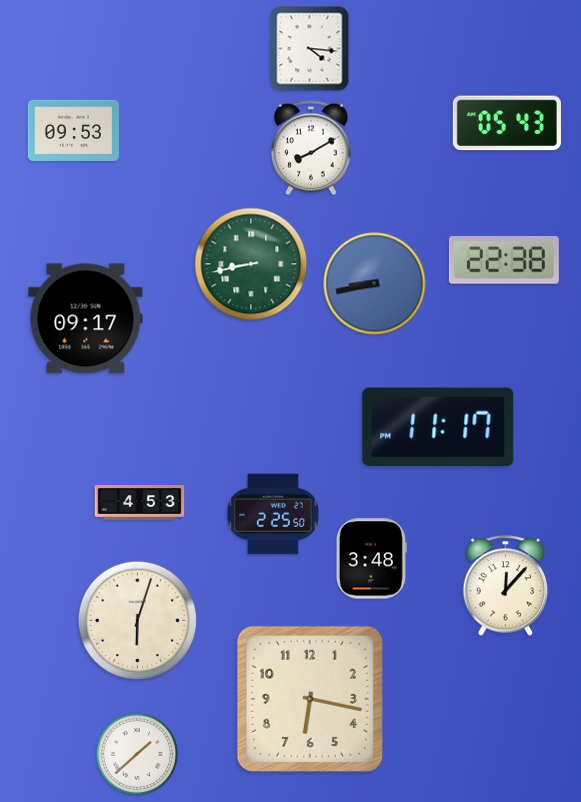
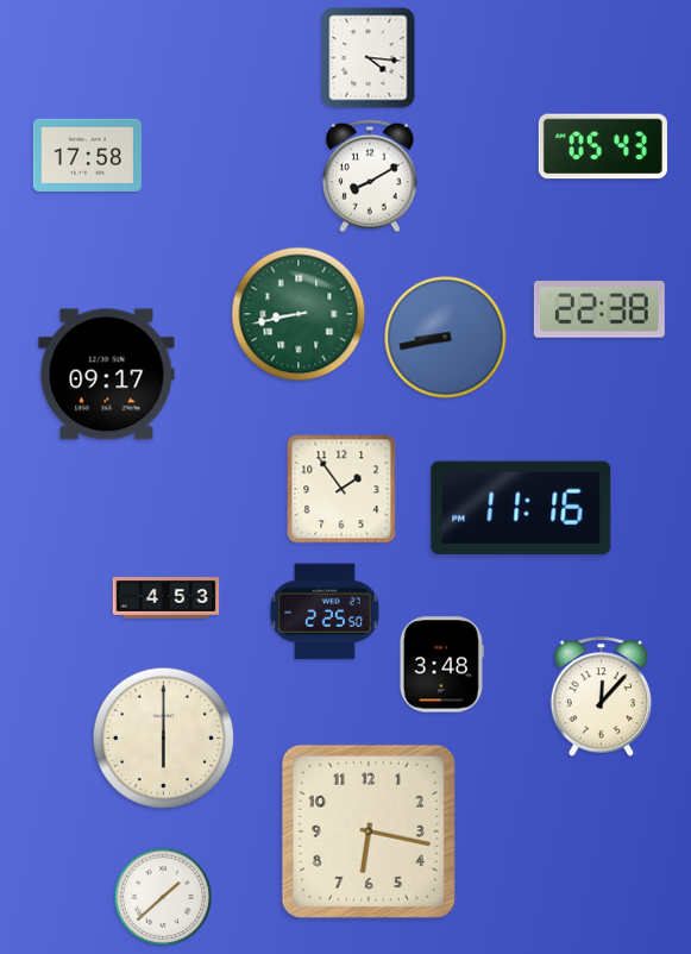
clock at (73, 130): 09:53 -> 17:58
clock at (86, 319) position: (86, 319) -> (107, 375)
clock at (341, 489): none -> 1:54
clock at (438, 427): 11:17 -> 11:16
clock at (138, 621): 6:03 -> 6:00
